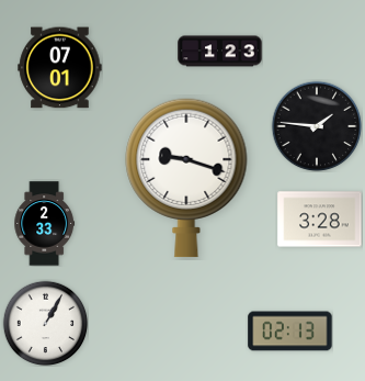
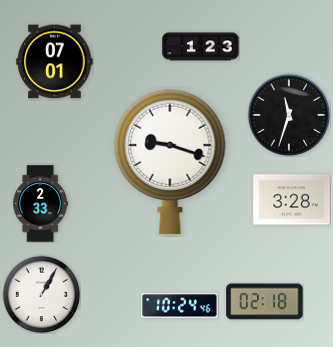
clock at (317, 126): 1:46 -> 11:33
clock at (290, 332): 02:13 -> 02:18
clock at (180, 306): none -> 10:24
